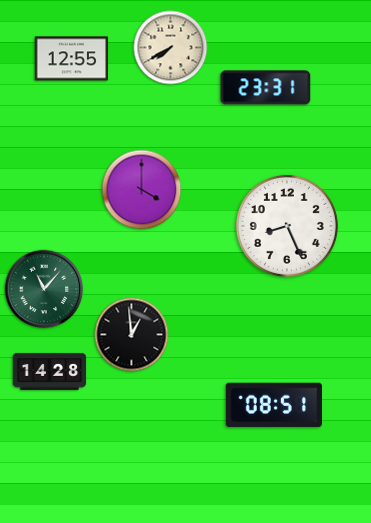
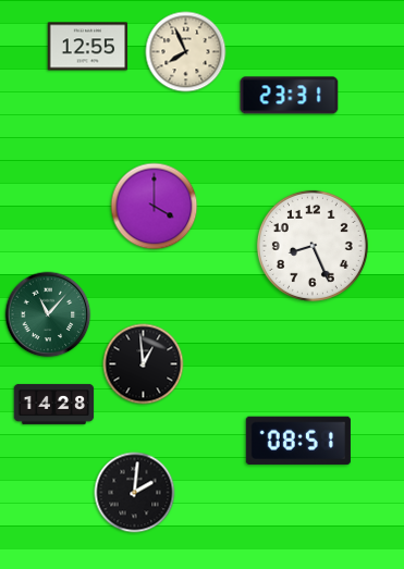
clock at (171, 48): 7:40 -> 7:56
clock at (72, 59) position: (72, 59) -> (88, 47)
clock at (135, 493): none -> 2:01
